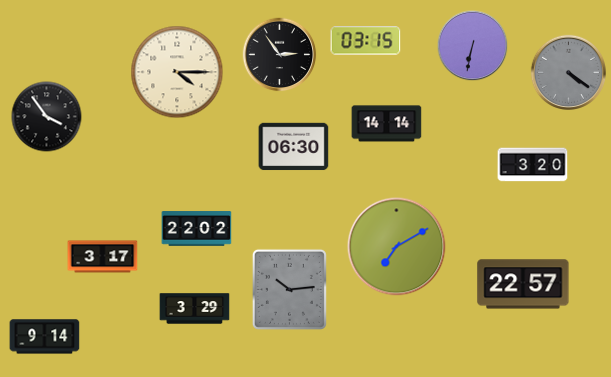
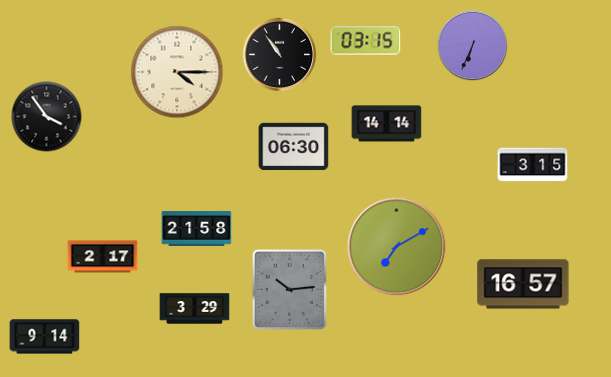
clock at (473, 46): 6:32 -> 6:34
clock at (280, 55): 2:54 -> 10:54
clock at (568, 72): 4:21 -> none
clock at (533, 165): 3:20 -> 3:15
clock at (197, 229): 22:02 -> 21:58
clock at (103, 257): 3:17 -> 2:17
clock at (523, 284): 22:57 -> 16:57
